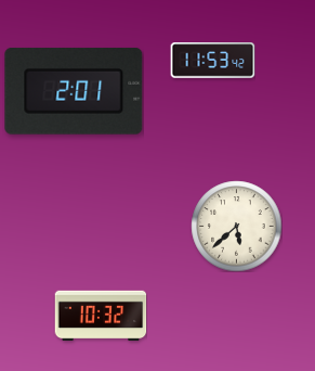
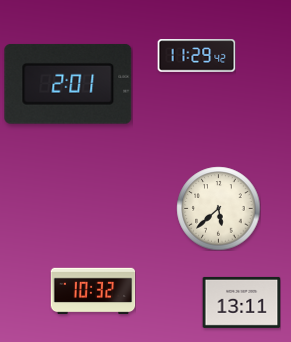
clock at (212, 61): 11:53 -> 11:29
clock at (241, 302): none -> 13:11
